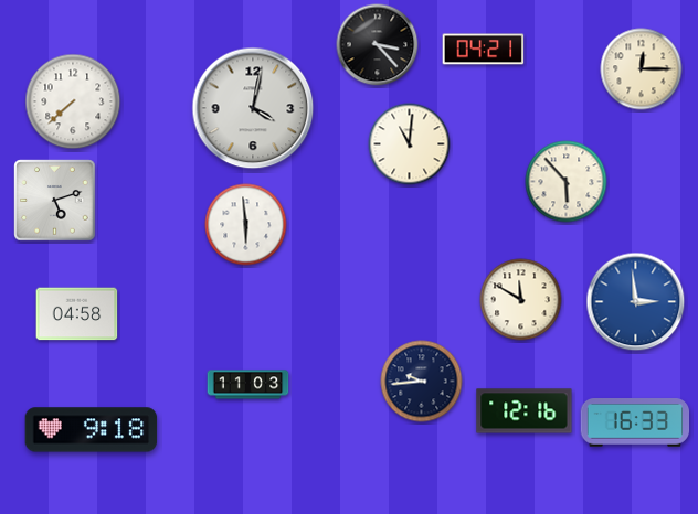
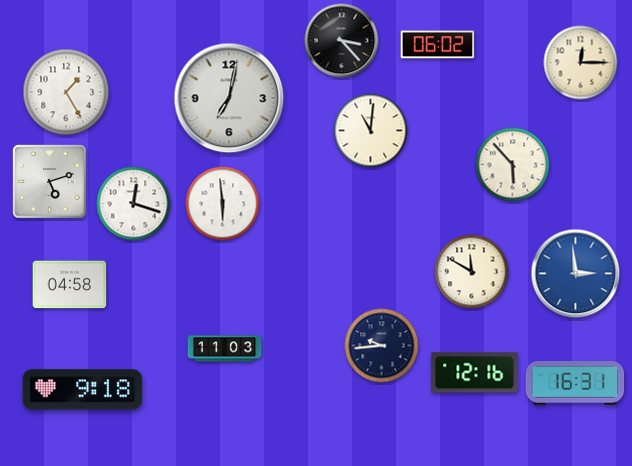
clock at (484, 50): 04:21 -> 06:02
clock at (73, 101): 7:38 -> 1:25
clock at (253, 108): 4:02 -> 7:02
clock at (134, 204): none -> 12:18
clock at (635, 424): 16:33 -> 16:31
